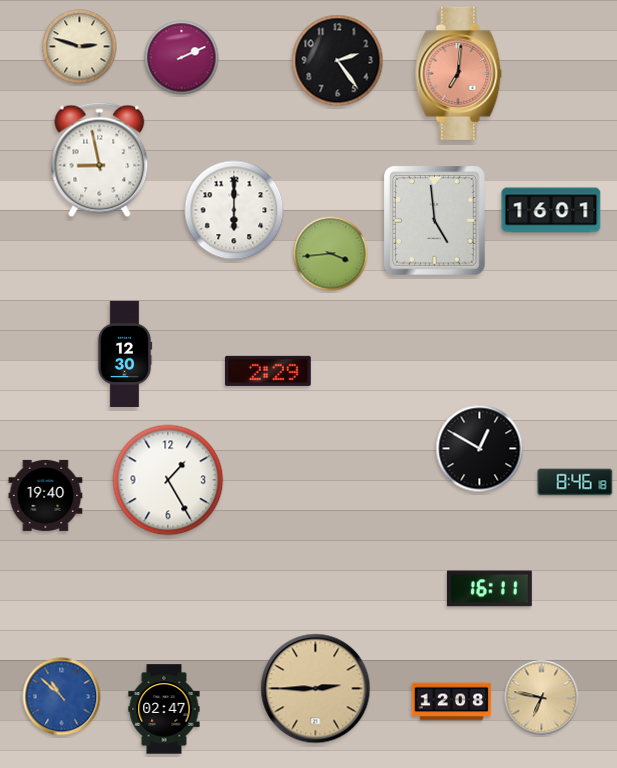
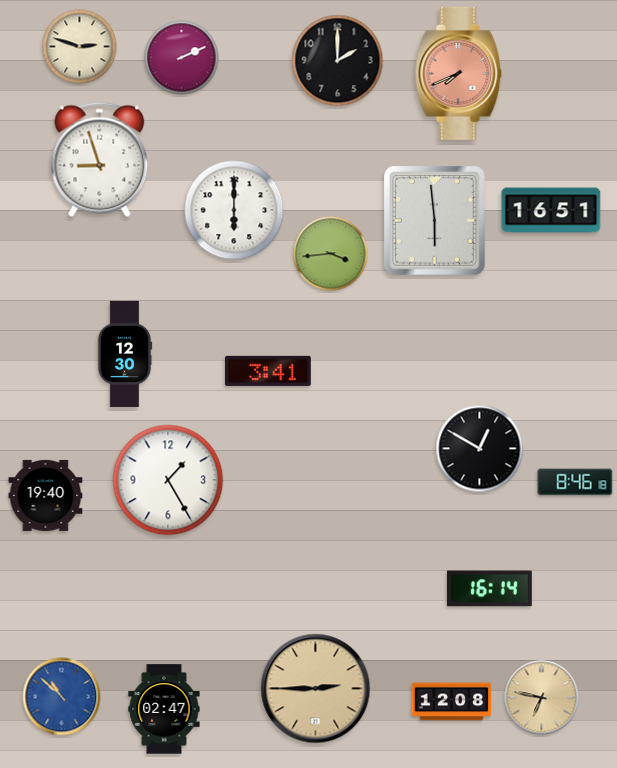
clock at (338, 61): 2:24 -> 2:00
clock at (459, 73): 7:01 -> 7:41
clock at (100, 160): 8:58 -> 8:57
clock at (551, 210): 16:01 -> 16:51
clock at (435, 221): 4:59 -> 5:59
clock at (268, 371): 2:29 -> 3:41
clock at (489, 589): 16:11 -> 16:14
